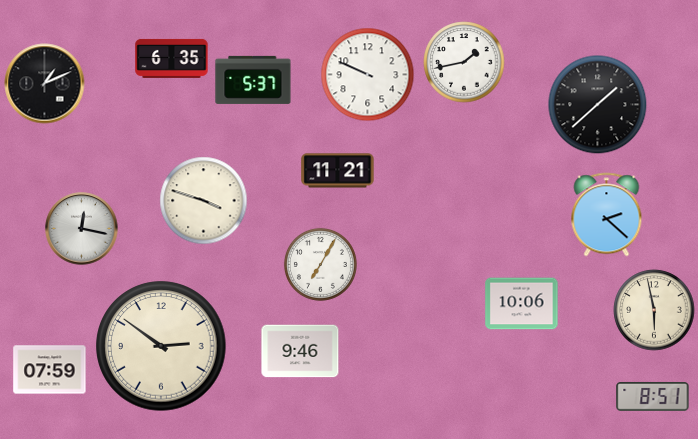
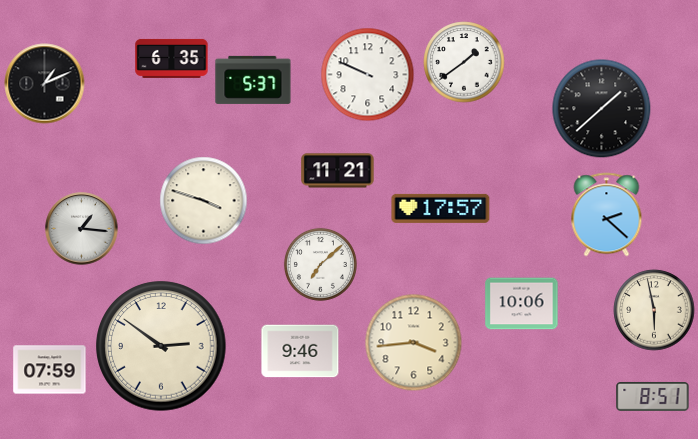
clock at (464, 62): 1:43 -> 1:39
clock at (598, 105) position: (598, 105) -> (602, 109)
clock at (441, 208): none -> 17:57
clock at (82, 229): 12:17 -> 1:16
clock at (320, 264): 7:05 -> 7:08
clock at (414, 343): none -> 3:44
